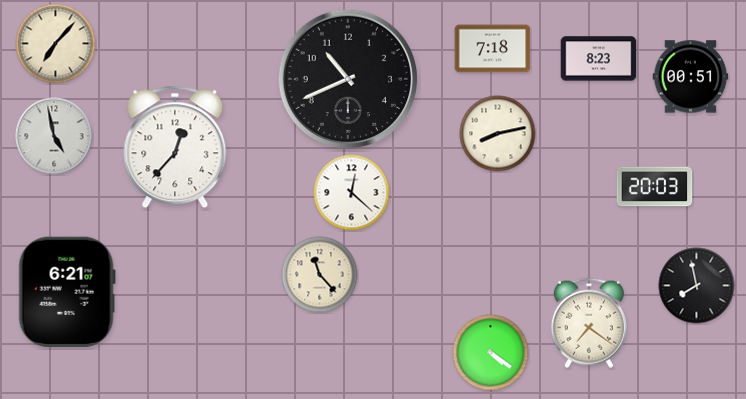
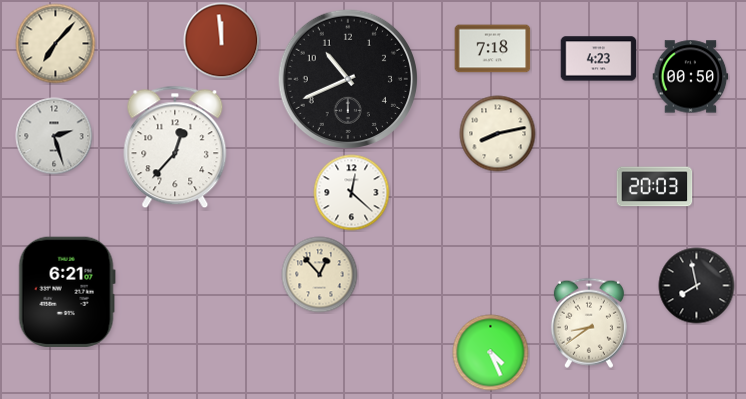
clock at (222, 41): none -> 11:59
clock at (599, 59): 8:23 -> 4:23
clock at (691, 77): 00:51 -> 00:50
clock at (54, 136): 4:58 -> 2:27
clock at (320, 275): 11:23 -> 12:53
clock at (589, 323): 7:21 -> 8:39
clock at (491, 353): 4:21 -> 4:26
